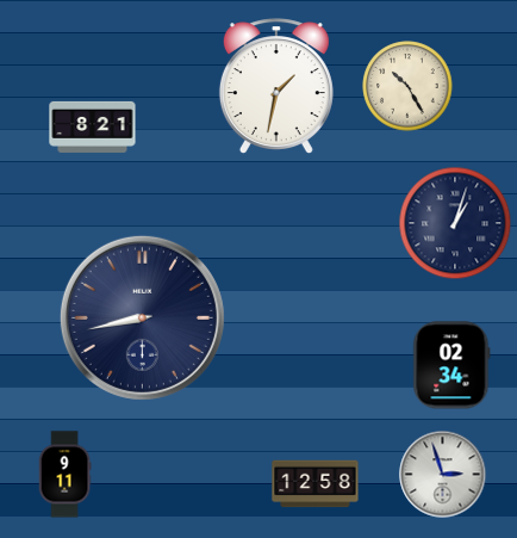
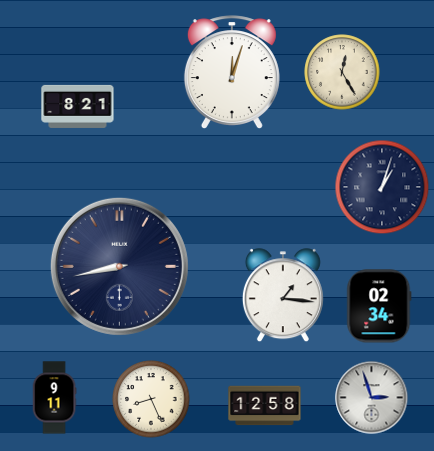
clock at (276, 86): 1:32 -> 12:03
clock at (407, 86): 10:25 -> 12:25
clock at (283, 296): none -> 1:16
clock at (151, 399): none -> 8:26
